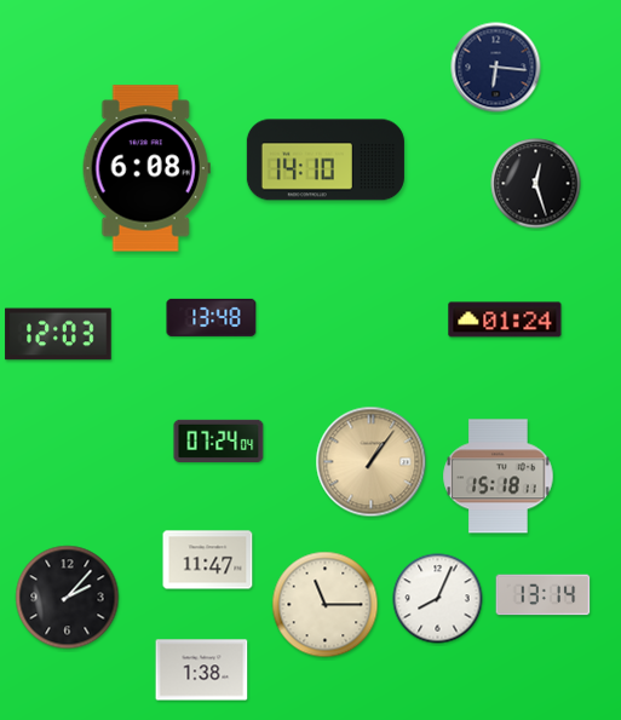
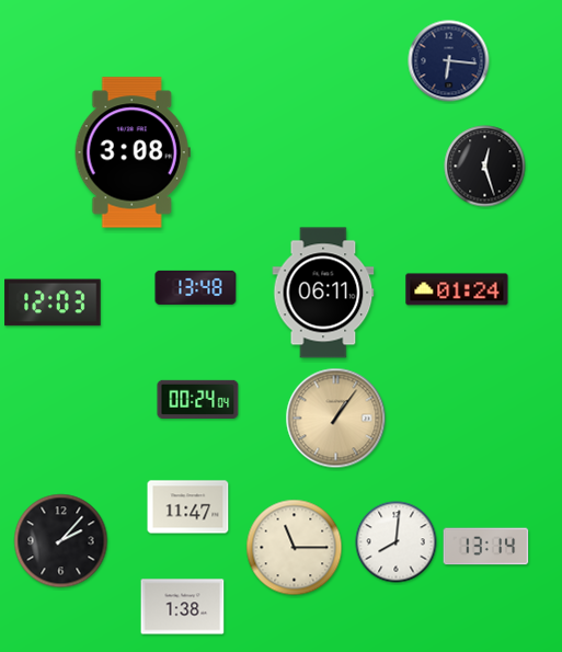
clock at (326, 160): 14:10 -> none
clock at (146, 168): 6:08 -> 3:08
clock at (212, 317) position: (212, 317) -> (196, 287)
clock at (323, 293): none -> 06:11
clock at (219, 440): 07:24 -> 00:24
clock at (499, 477): 15:18 -> none
clock at (544, 595) position: (544, 595) -> (486, 547)
clock at (438, 599): 8:04 -> 8:01
